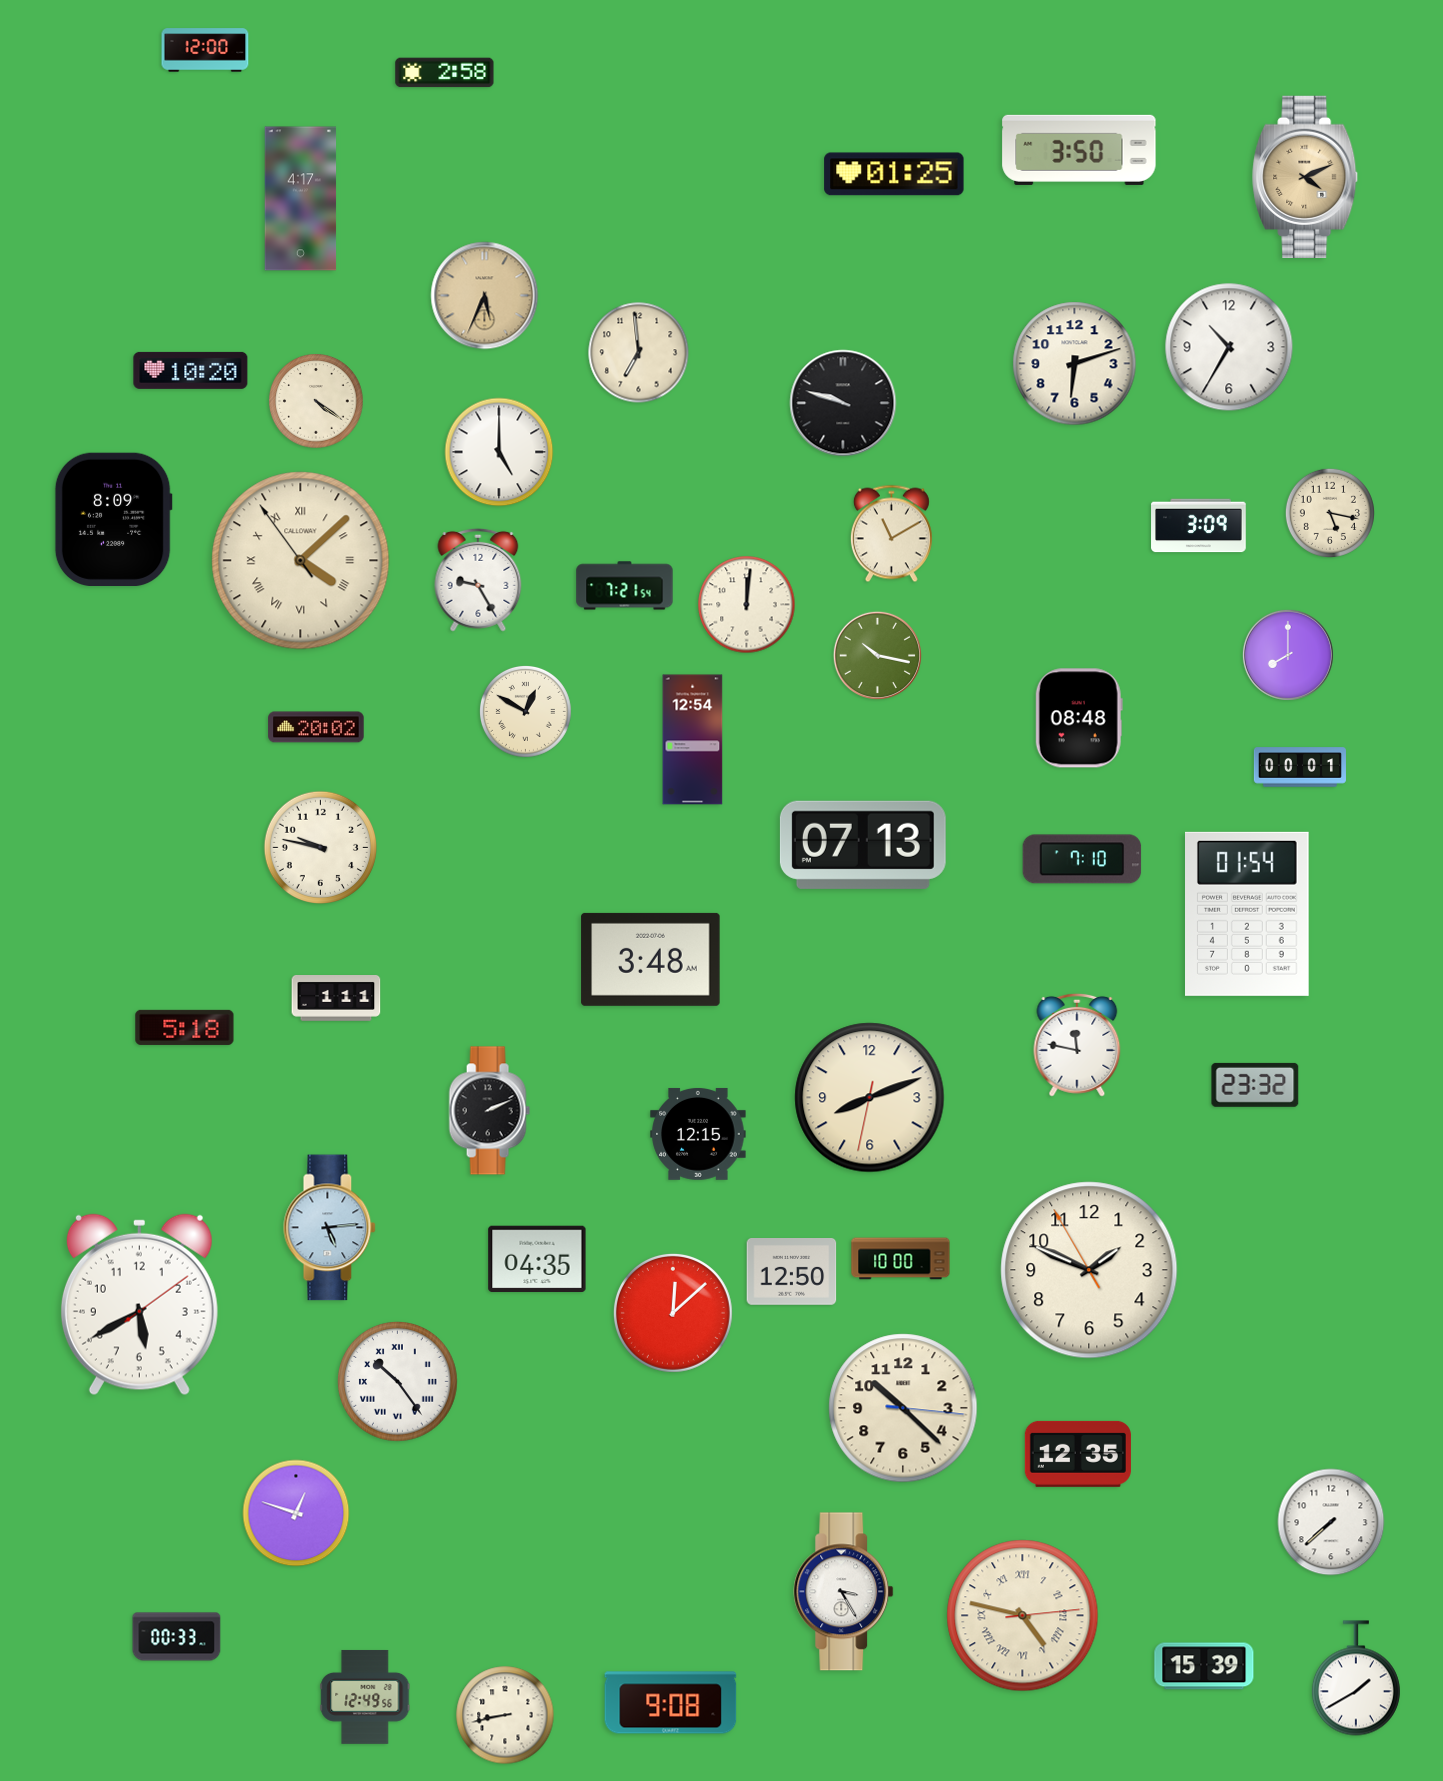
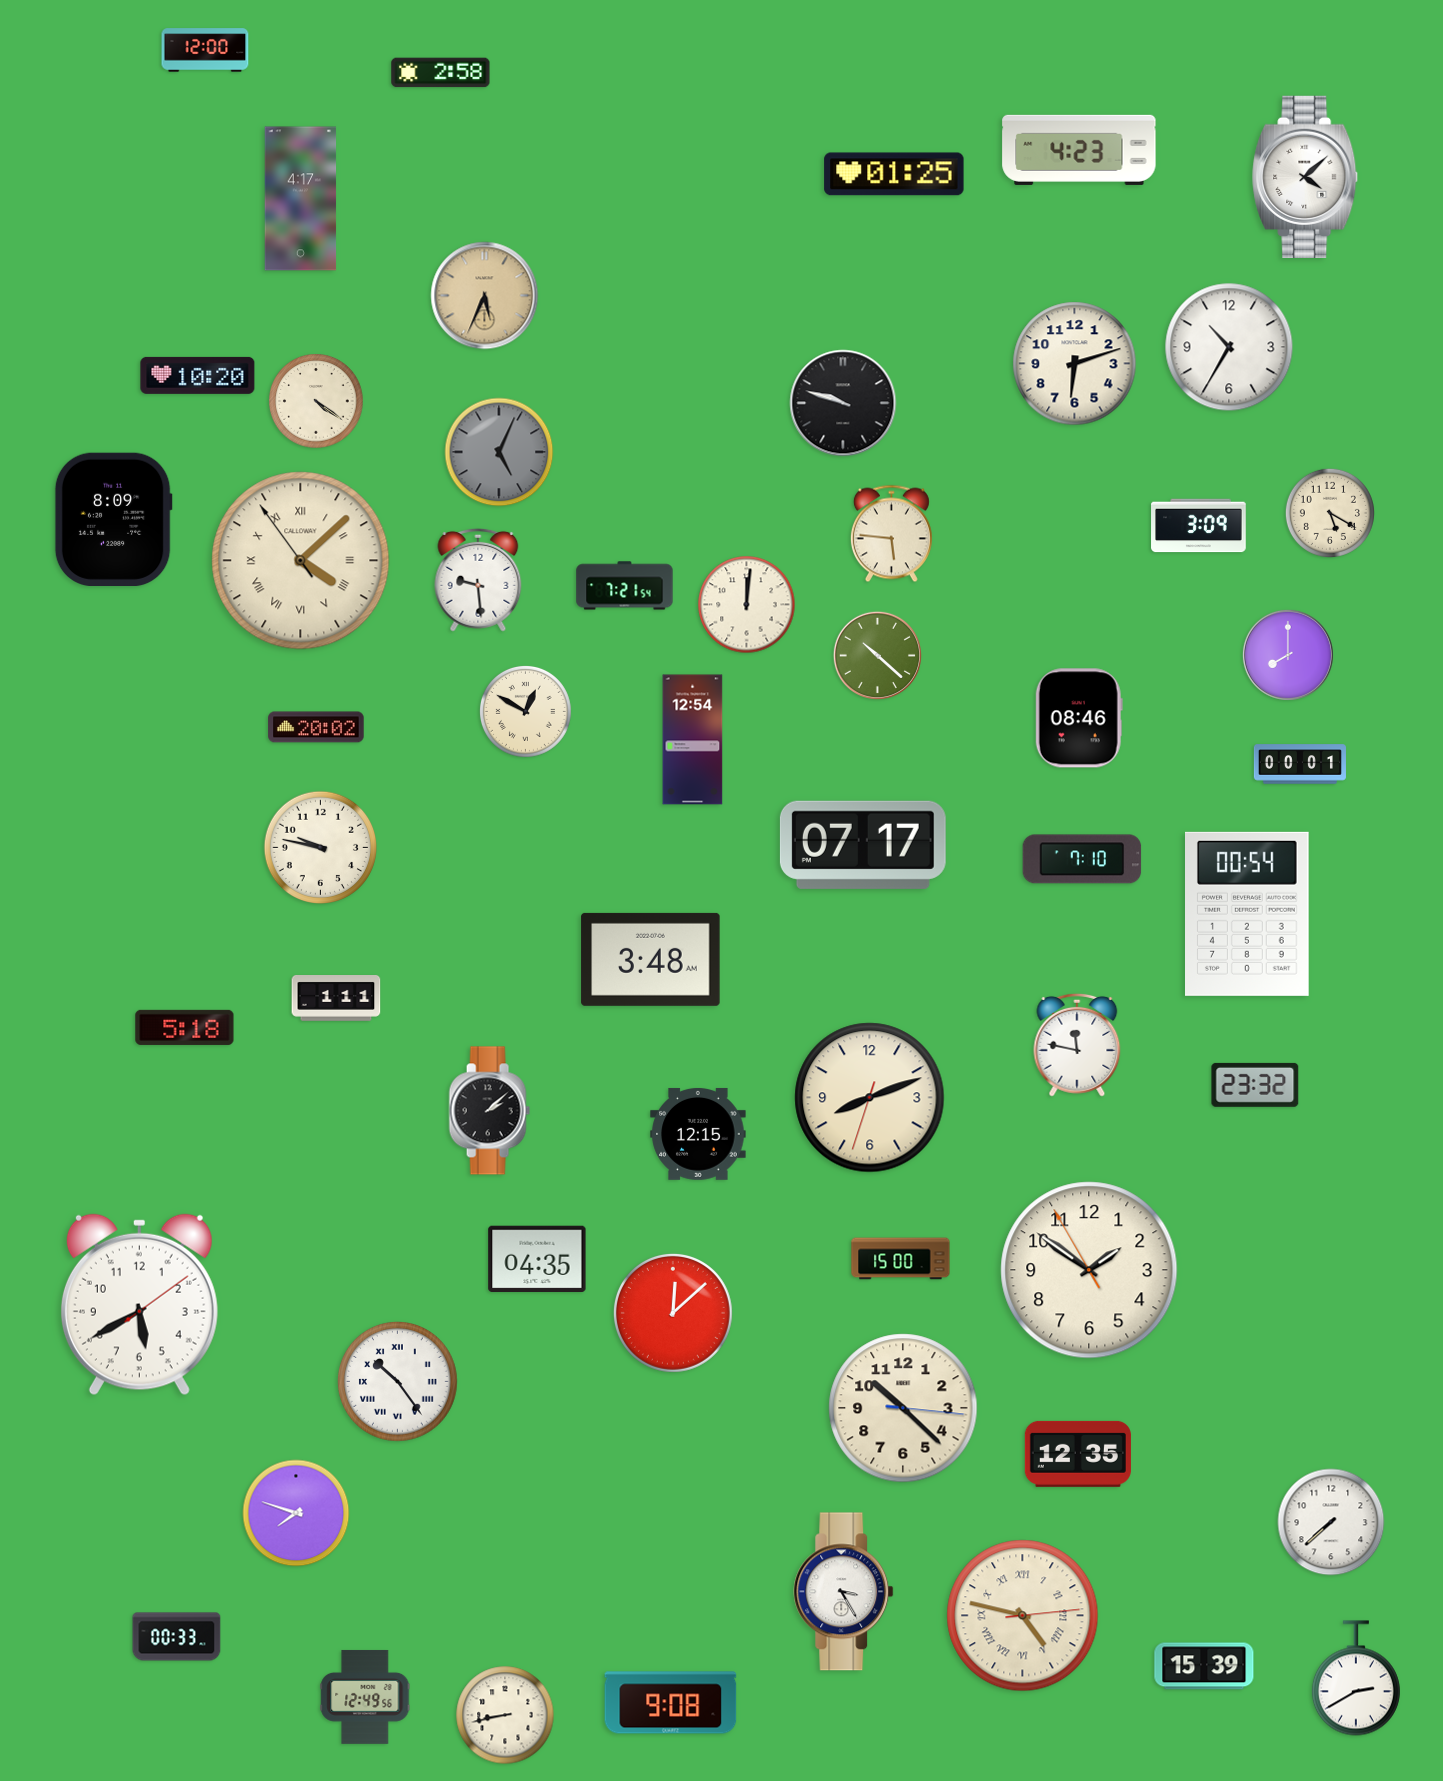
clock at (445, 73) position: (445, 73) -> (441, 73)
clock at (1079, 150): 3:50 -> 4:23
clock at (1306, 177): 4:11 -> 4:08
clock at (1306, 177) dial: champagne -> white
clock at (639, 353): 6:59 -> none
clock at (191, 370) position: (191, 370) -> (198, 375)
clock at (499, 452): 5:00 -> 5:04
clock at (499, 452) dial: white -> grey
clock at (1330, 513): 5:17 -> 5:20
clock at (891, 534): 11:10 -> 5:46
clock at (478, 580): 9:25 -> 9:29
clock at (877, 655): 10:17 -> 10:22
clock at (1079, 718): 08:48 -> 08:46
clock at (1300, 767) position: (1300, 767) -> (1300, 764)
clock at (863, 845): 07:13 -> 07:17
clock at (1248, 914): 01:54 -> 00:54
clock at (870, 1098): 8:11:32 -> 8:11:33
clock at (489, 1111): 2:11 -> 2:08
clock at (330, 1228): 5:14 -> none
clock at (901, 1259): 10:00 -> 15:00
clock at (1089, 1270): 1:48 -> 1:50
clock at (792, 1272): 12:50 -> none
clock at (296, 1513): 12:48 -> 7:48
clock at (1356, 1678): 1:40 -> 2:40
